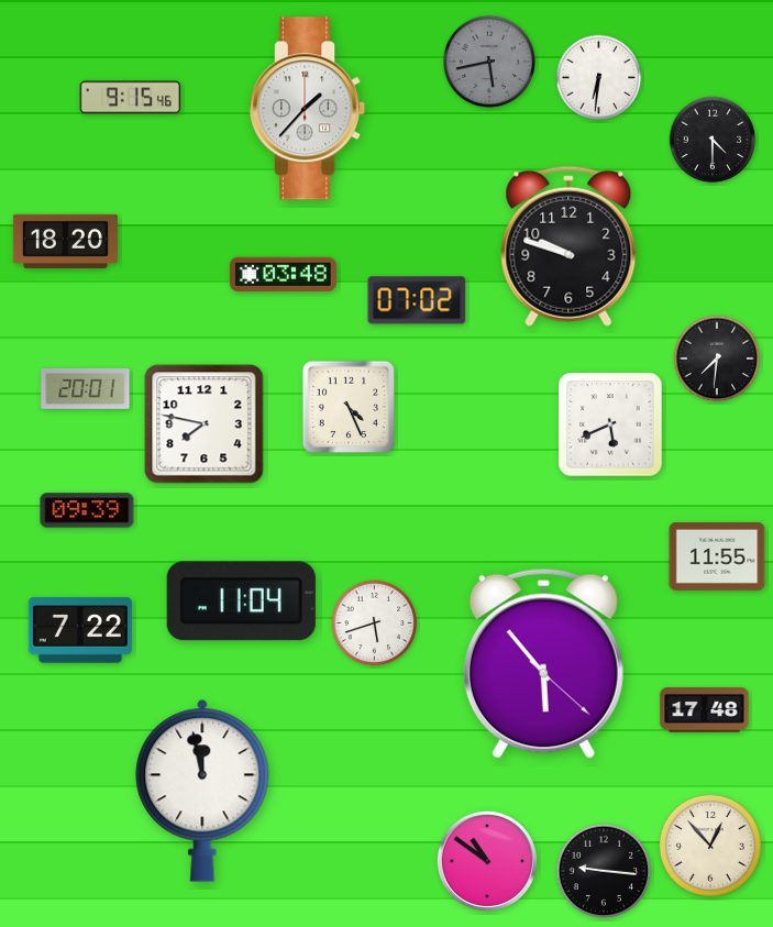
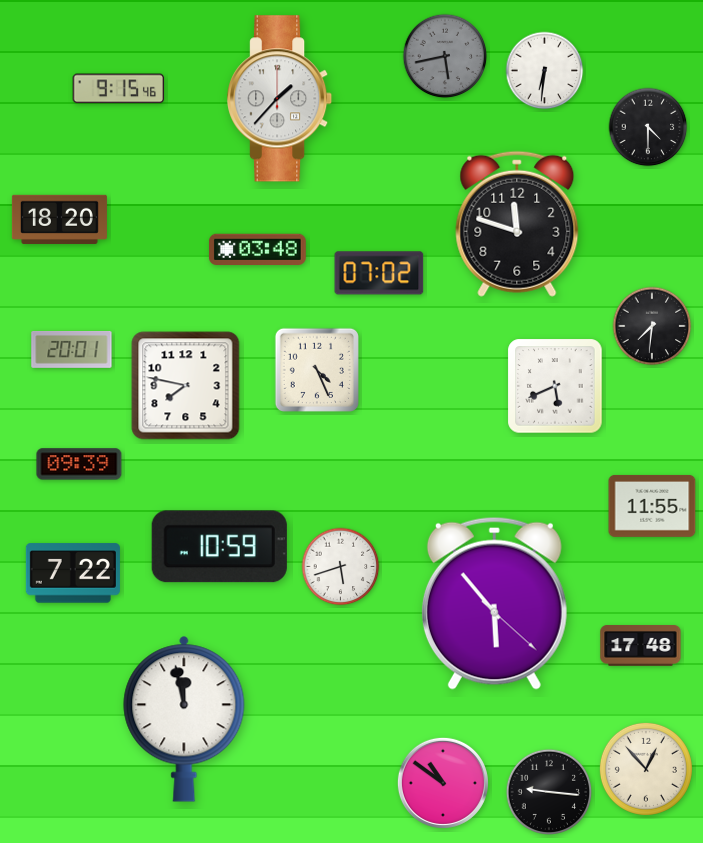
clock at (568, 246): 9:48 -> 11:48
clock at (86, 388) position: (86, 388) -> (72, 349)
clock at (241, 602): 11:04 -> 10:59
